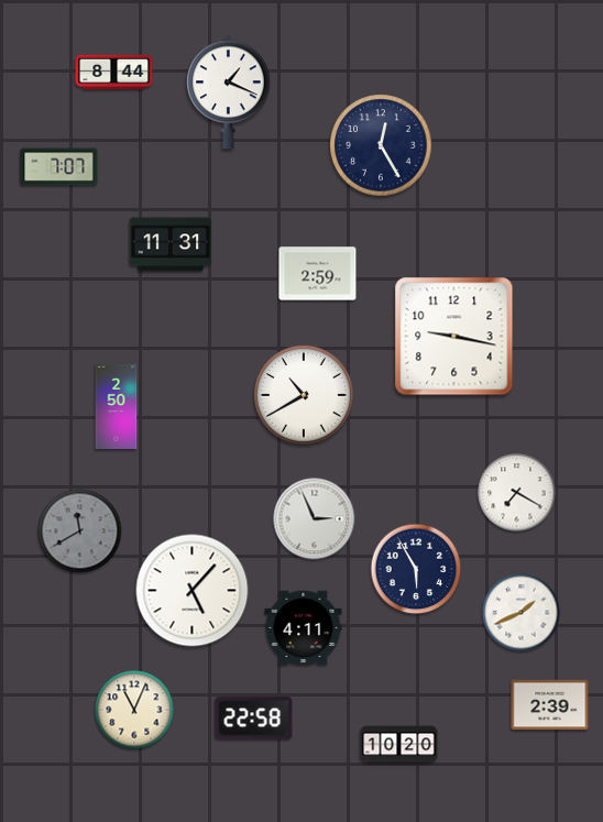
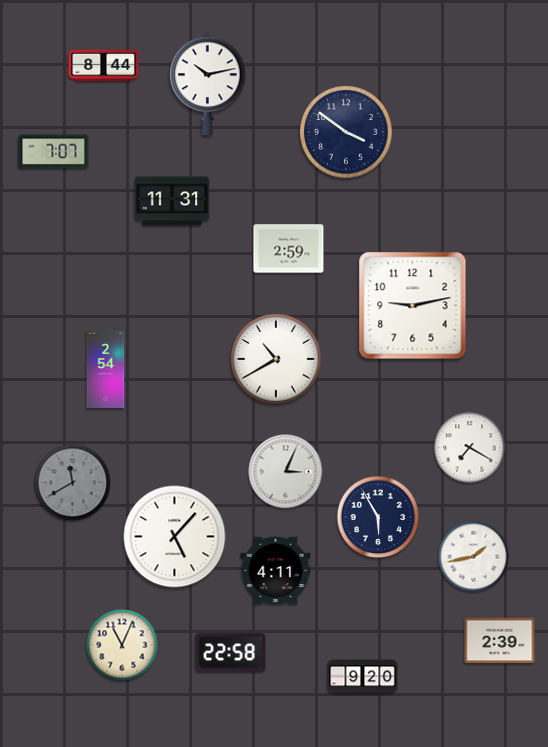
clock at (229, 92): 1:19 -> 10:13
clock at (381, 145): 12:25 -> 3:51
clock at (171, 244) position: (171, 244) -> (172, 201)
clock at (454, 337): 9:17 -> 9:13
clock at (117, 406): 2:50 -> 2:54
clock at (315, 519): 2:56 -> 3:04
clock at (522, 613): 1:41 -> 1:43
clock at (399, 745): 10:20 -> 9:20
